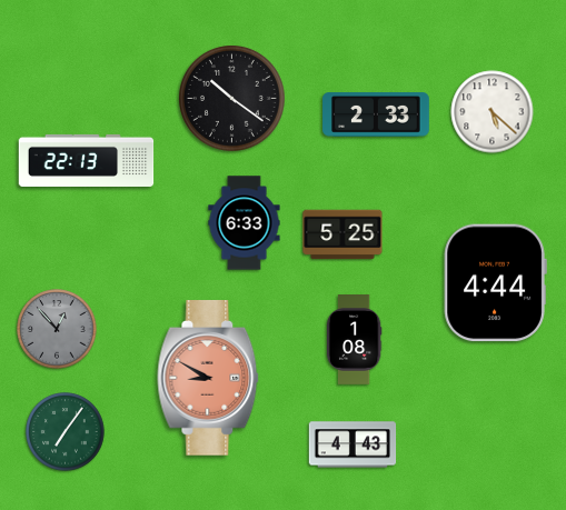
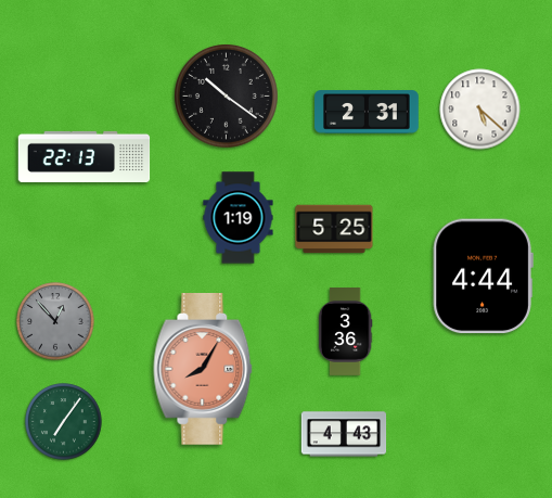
clock at (377, 114): 2:33 -> 2:31
clock at (245, 223): 6:33 -> 1:19
clock at (354, 340): 1:08 -> 3:36
clock at (208, 379): 8:50 -> 8:05
